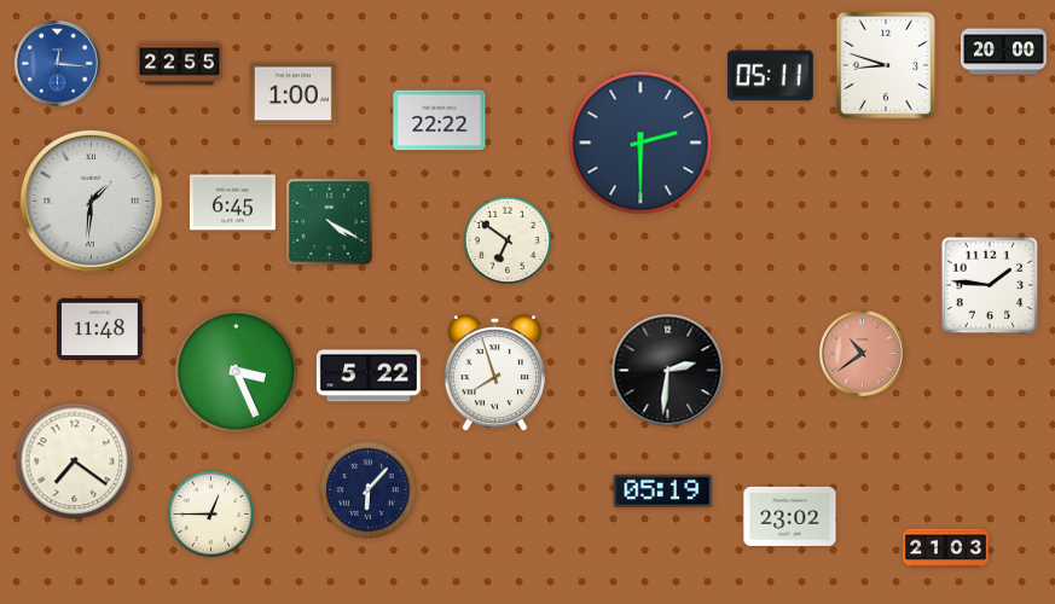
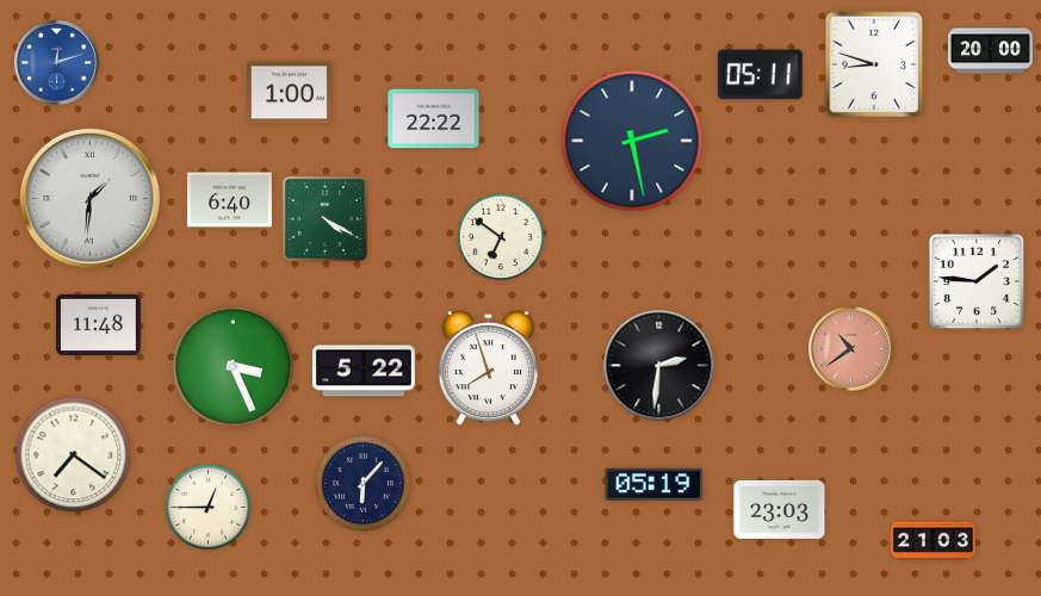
clock at (58, 64): 12:16 -> 12:12
clock at (180, 64): 22:55 -> none
clock at (640, 143): 2:30 -> 2:28
clock at (233, 203): 6:45 -> 6:40
clock at (790, 516): 23:02 -> 23:03
